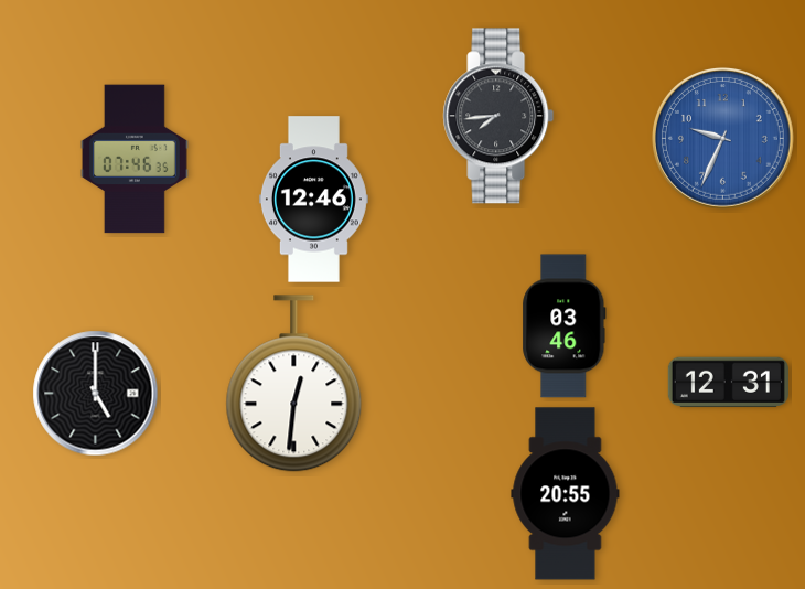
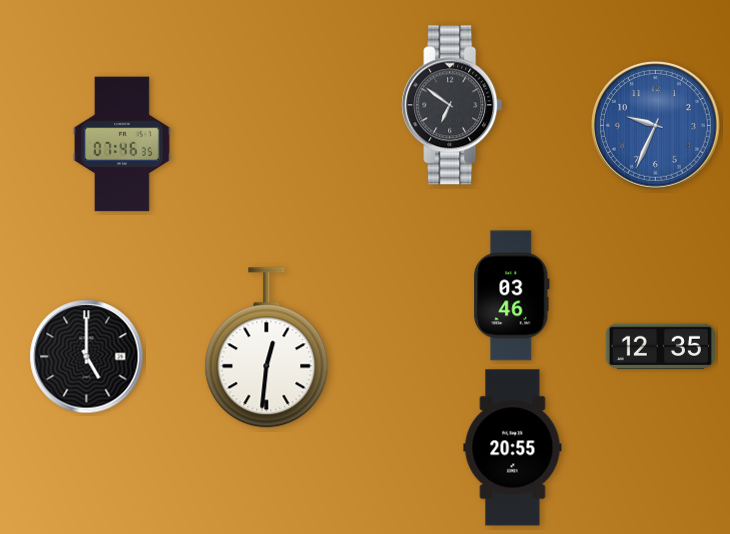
clock at (498, 116): 7:44 -> 6:51
clock at (313, 200): 12:46 -> none
clock at (728, 383): 12:31 -> 12:35
